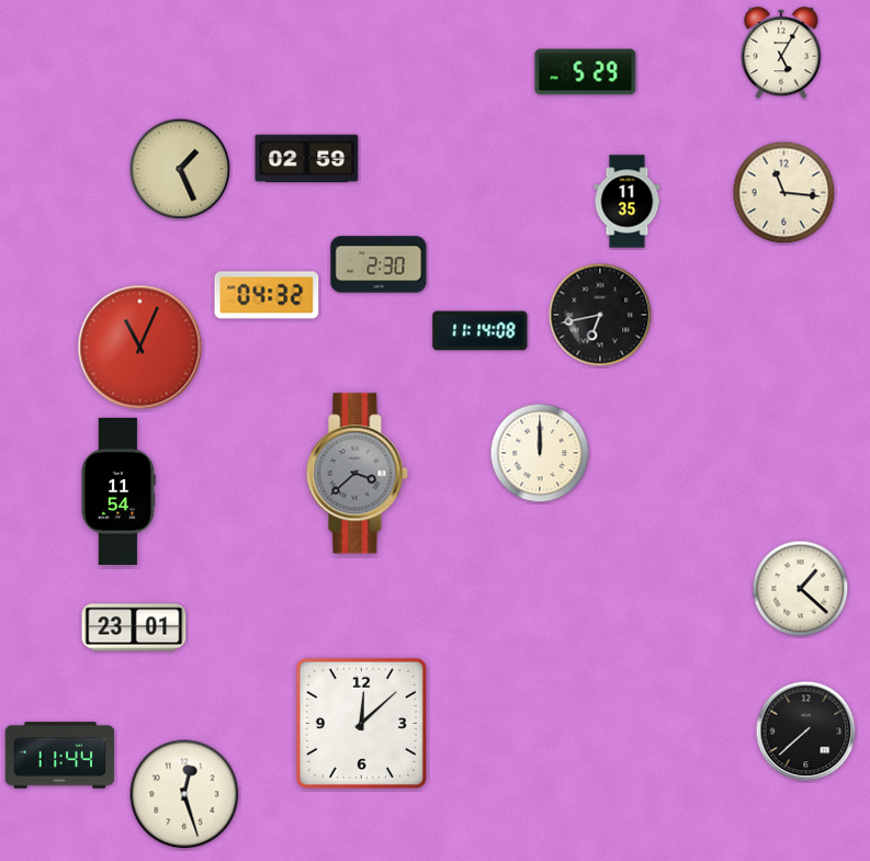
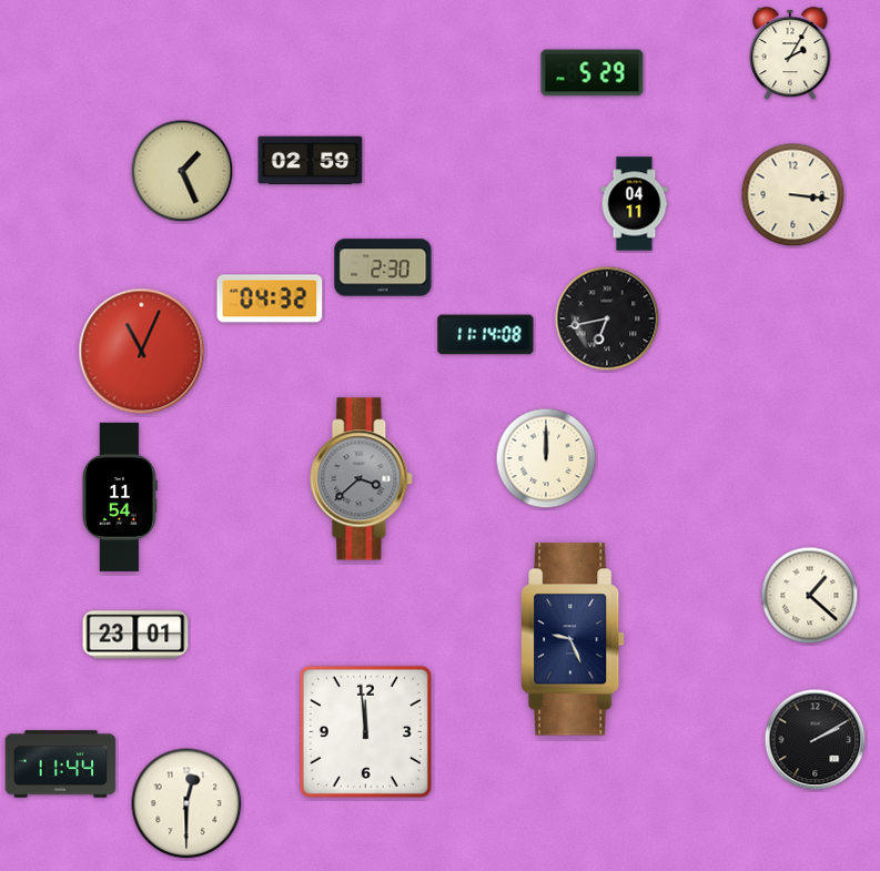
clock at (781, 54): 5:05 -> 2:05
clock at (784, 193): 11:16 -> 3:16
clock at (628, 202): 11:35 -> 04:11
clock at (573, 639): none -> 9:26
clock at (361, 723): 12:08 -> 11:59
clock at (806, 732): 7:38 -> 2:10
clock at (184, 794): 12:27 -> 12:30
